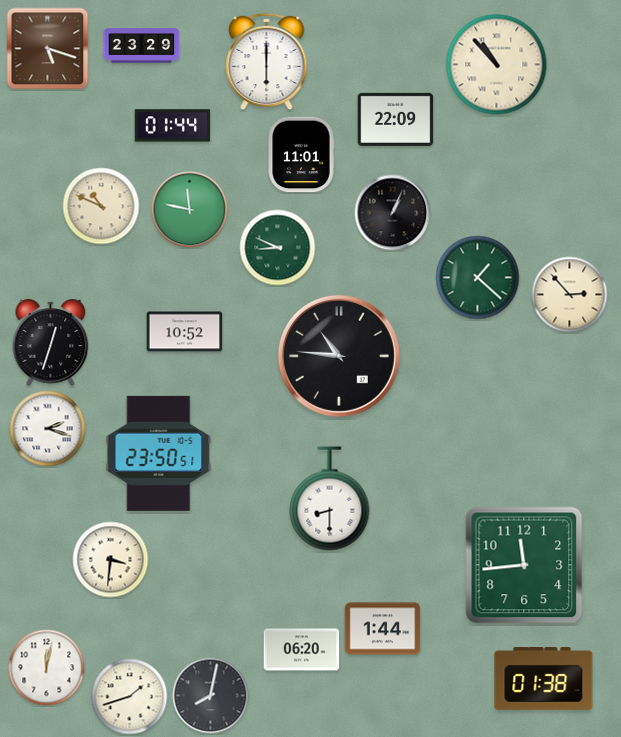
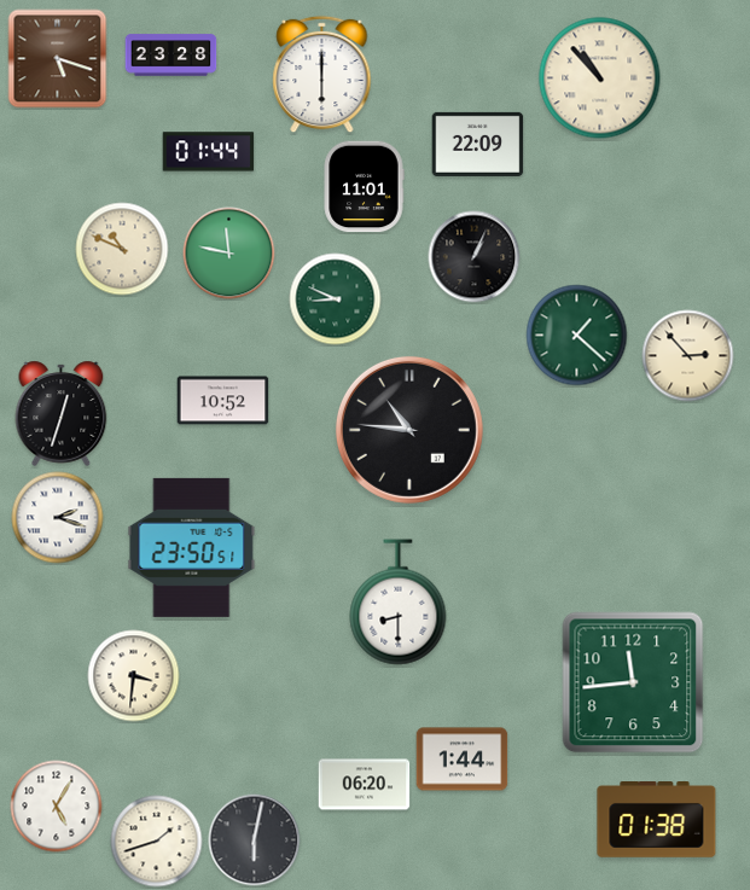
clock at (142, 46): 23:29 -> 23:28
clock at (47, 668): 12:02 -> 5:05
clock at (211, 696): 8:02 -> 6:02
